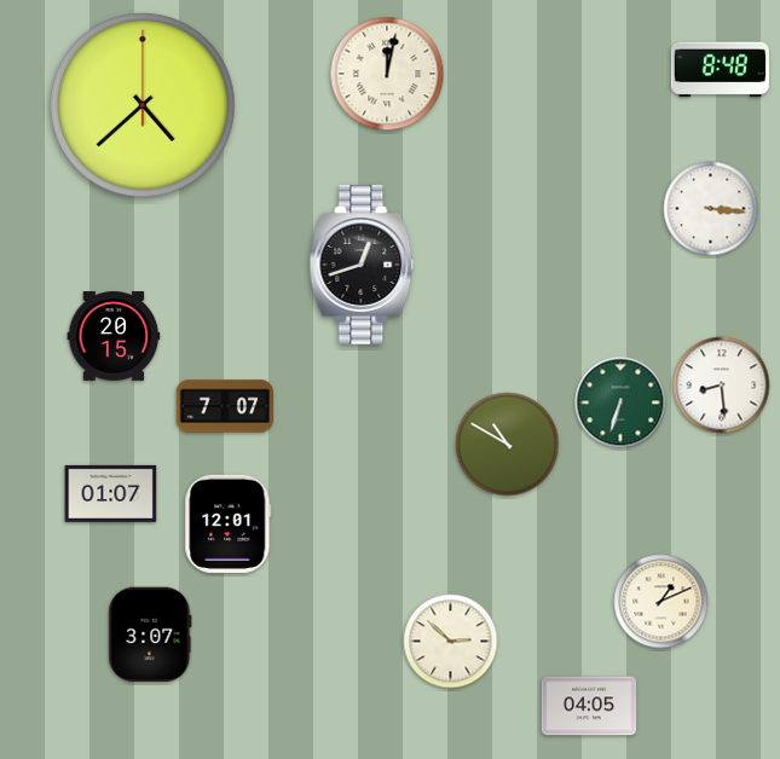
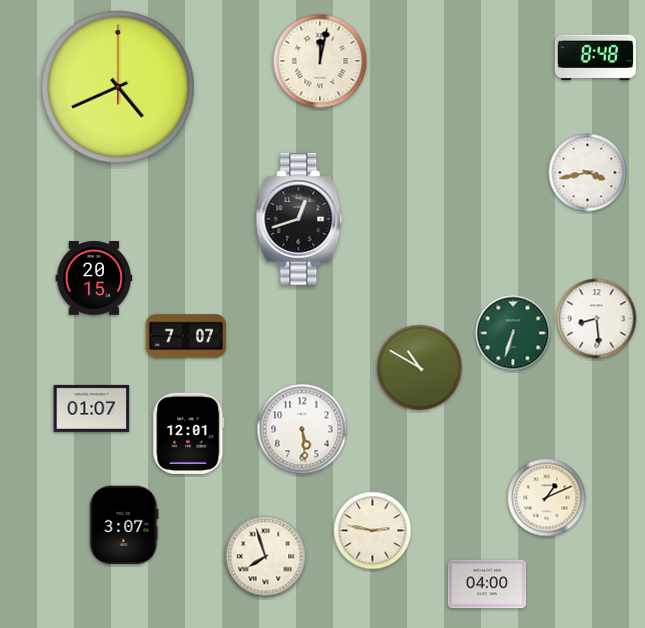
clock at (143, 105): 4:38 -> 4:41
clock at (711, 209): 3:16 -> 3:43
clock at (302, 429): none -> 5:29
clock at (451, 642): 2:52 -> 2:47
clock at (266, 557): none -> 7:57
clock at (589, 706): 04:05 -> 04:00
